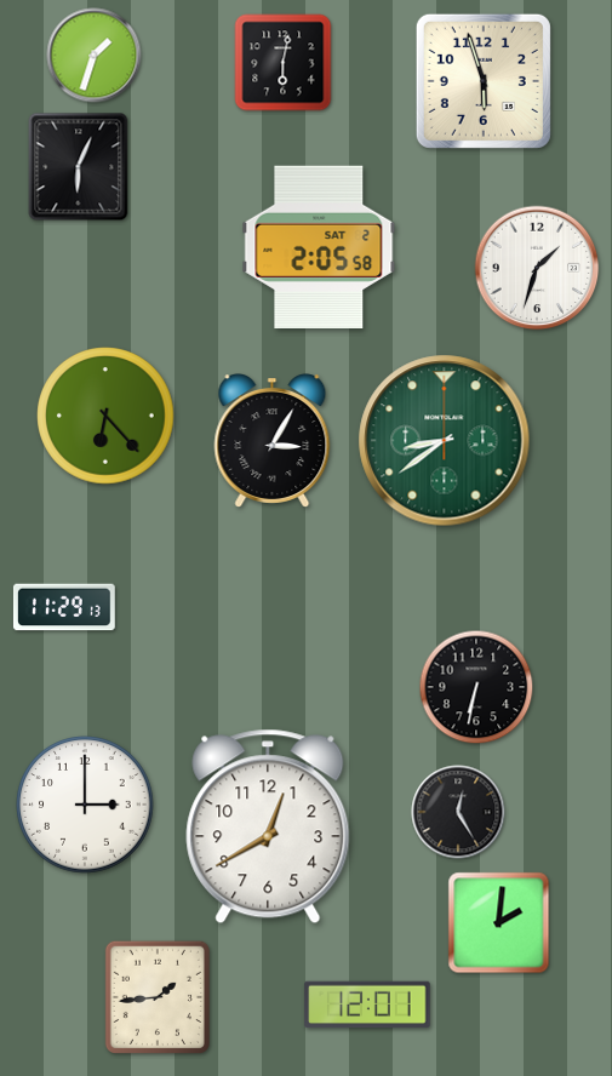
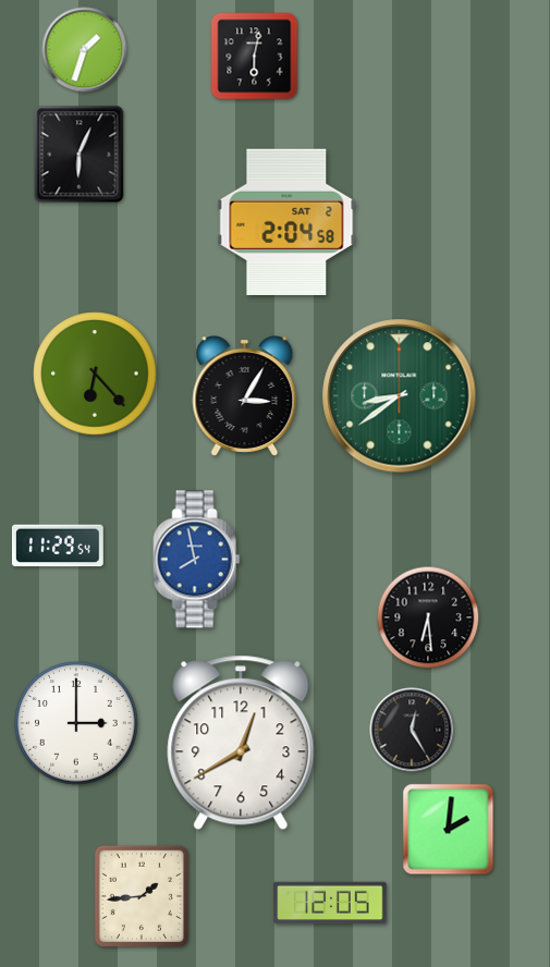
clock at (484, 81): 5:57 -> none
clock at (79, 167) position: (79, 167) -> (80, 155)
clock at (319, 247): 2:05 -> 2:04
clock at (537, 268): 1:33 -> none
clock at (64, 607): 11:29:13 -> 11:29:54
clock at (197, 560): none -> 7:58
clock at (476, 687): 6:32 -> 6:29
clock at (367, 1005): 12:01 -> 12:05
